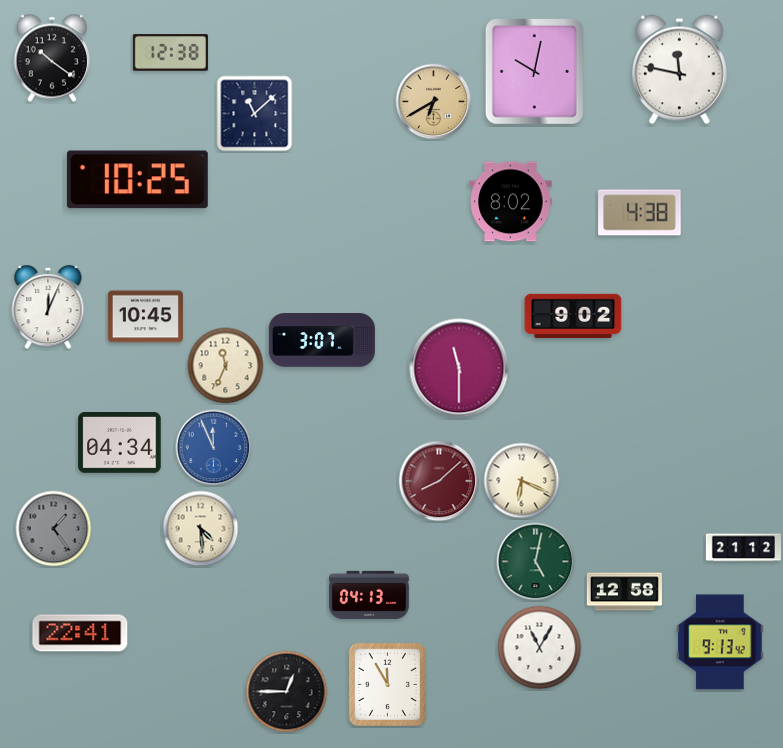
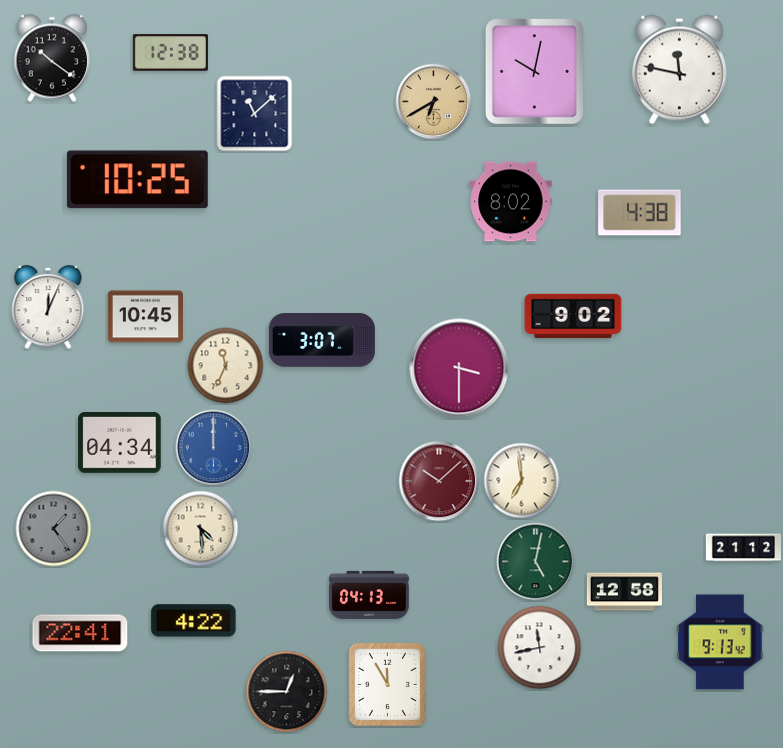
clock at (459, 368): 11:30 -> 3:30
clock at (214, 448): 11:56 -> 12:00
clock at (439, 481): 8:08 -> 10:08
clock at (522, 481): 6:19 -> 6:59
clock at (194, 621): none -> 4:22
clock at (540, 648): 11:05 -> 11:43
